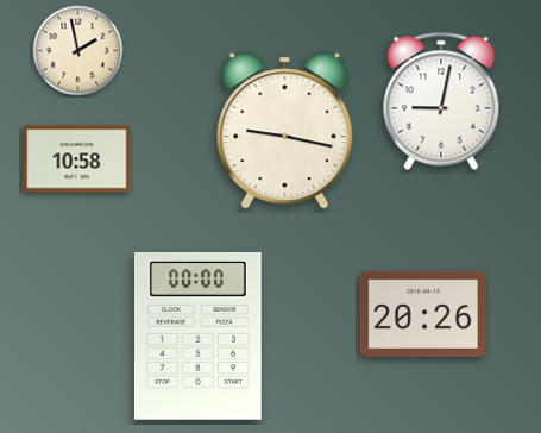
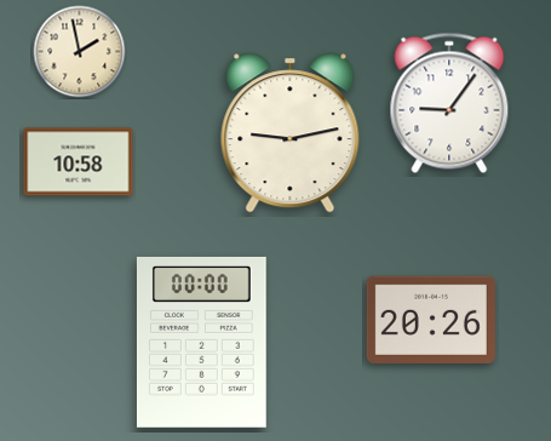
clock at (441, 101): 9:02 -> 9:06
clock at (285, 131): 9:17 -> 9:13
